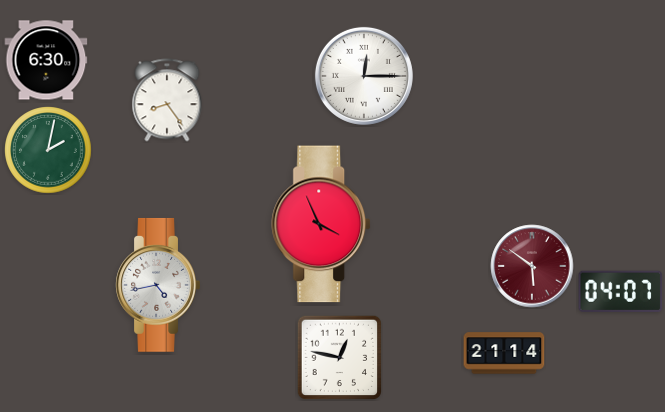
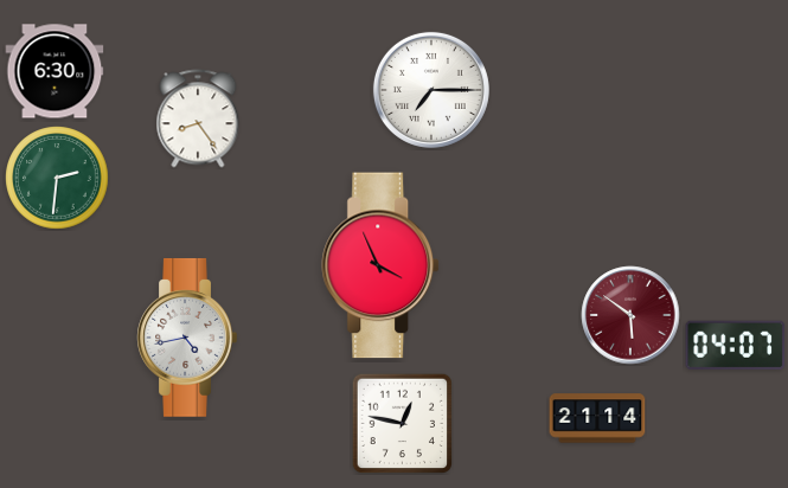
clock at (364, 76): 12:15 -> 7:15
clock at (48, 150): 2:02 -> 2:31
